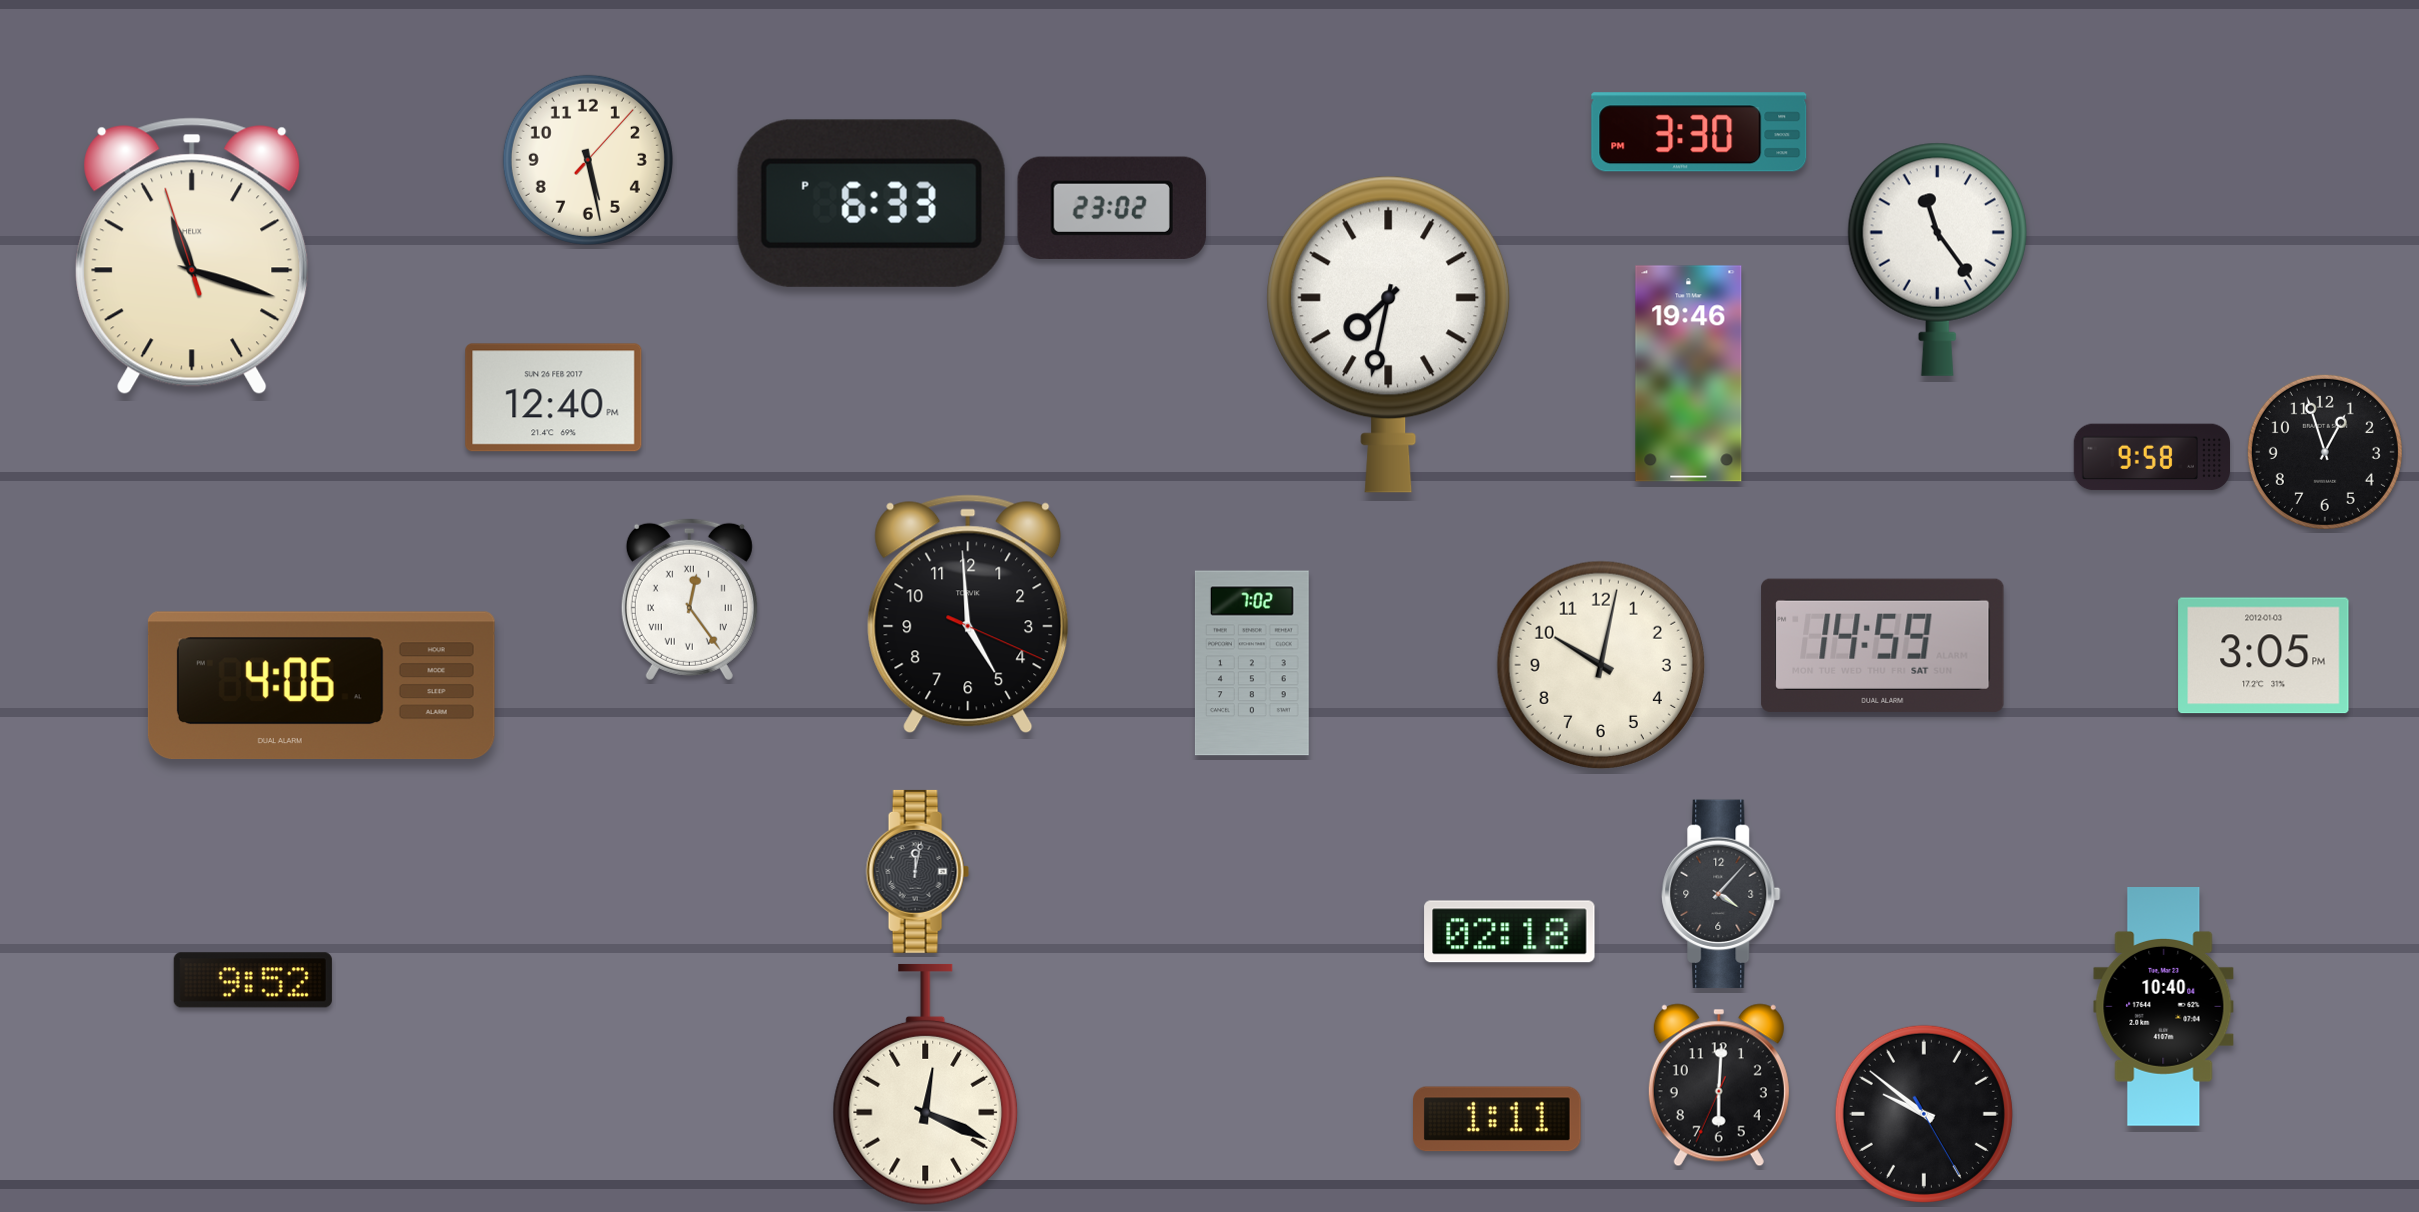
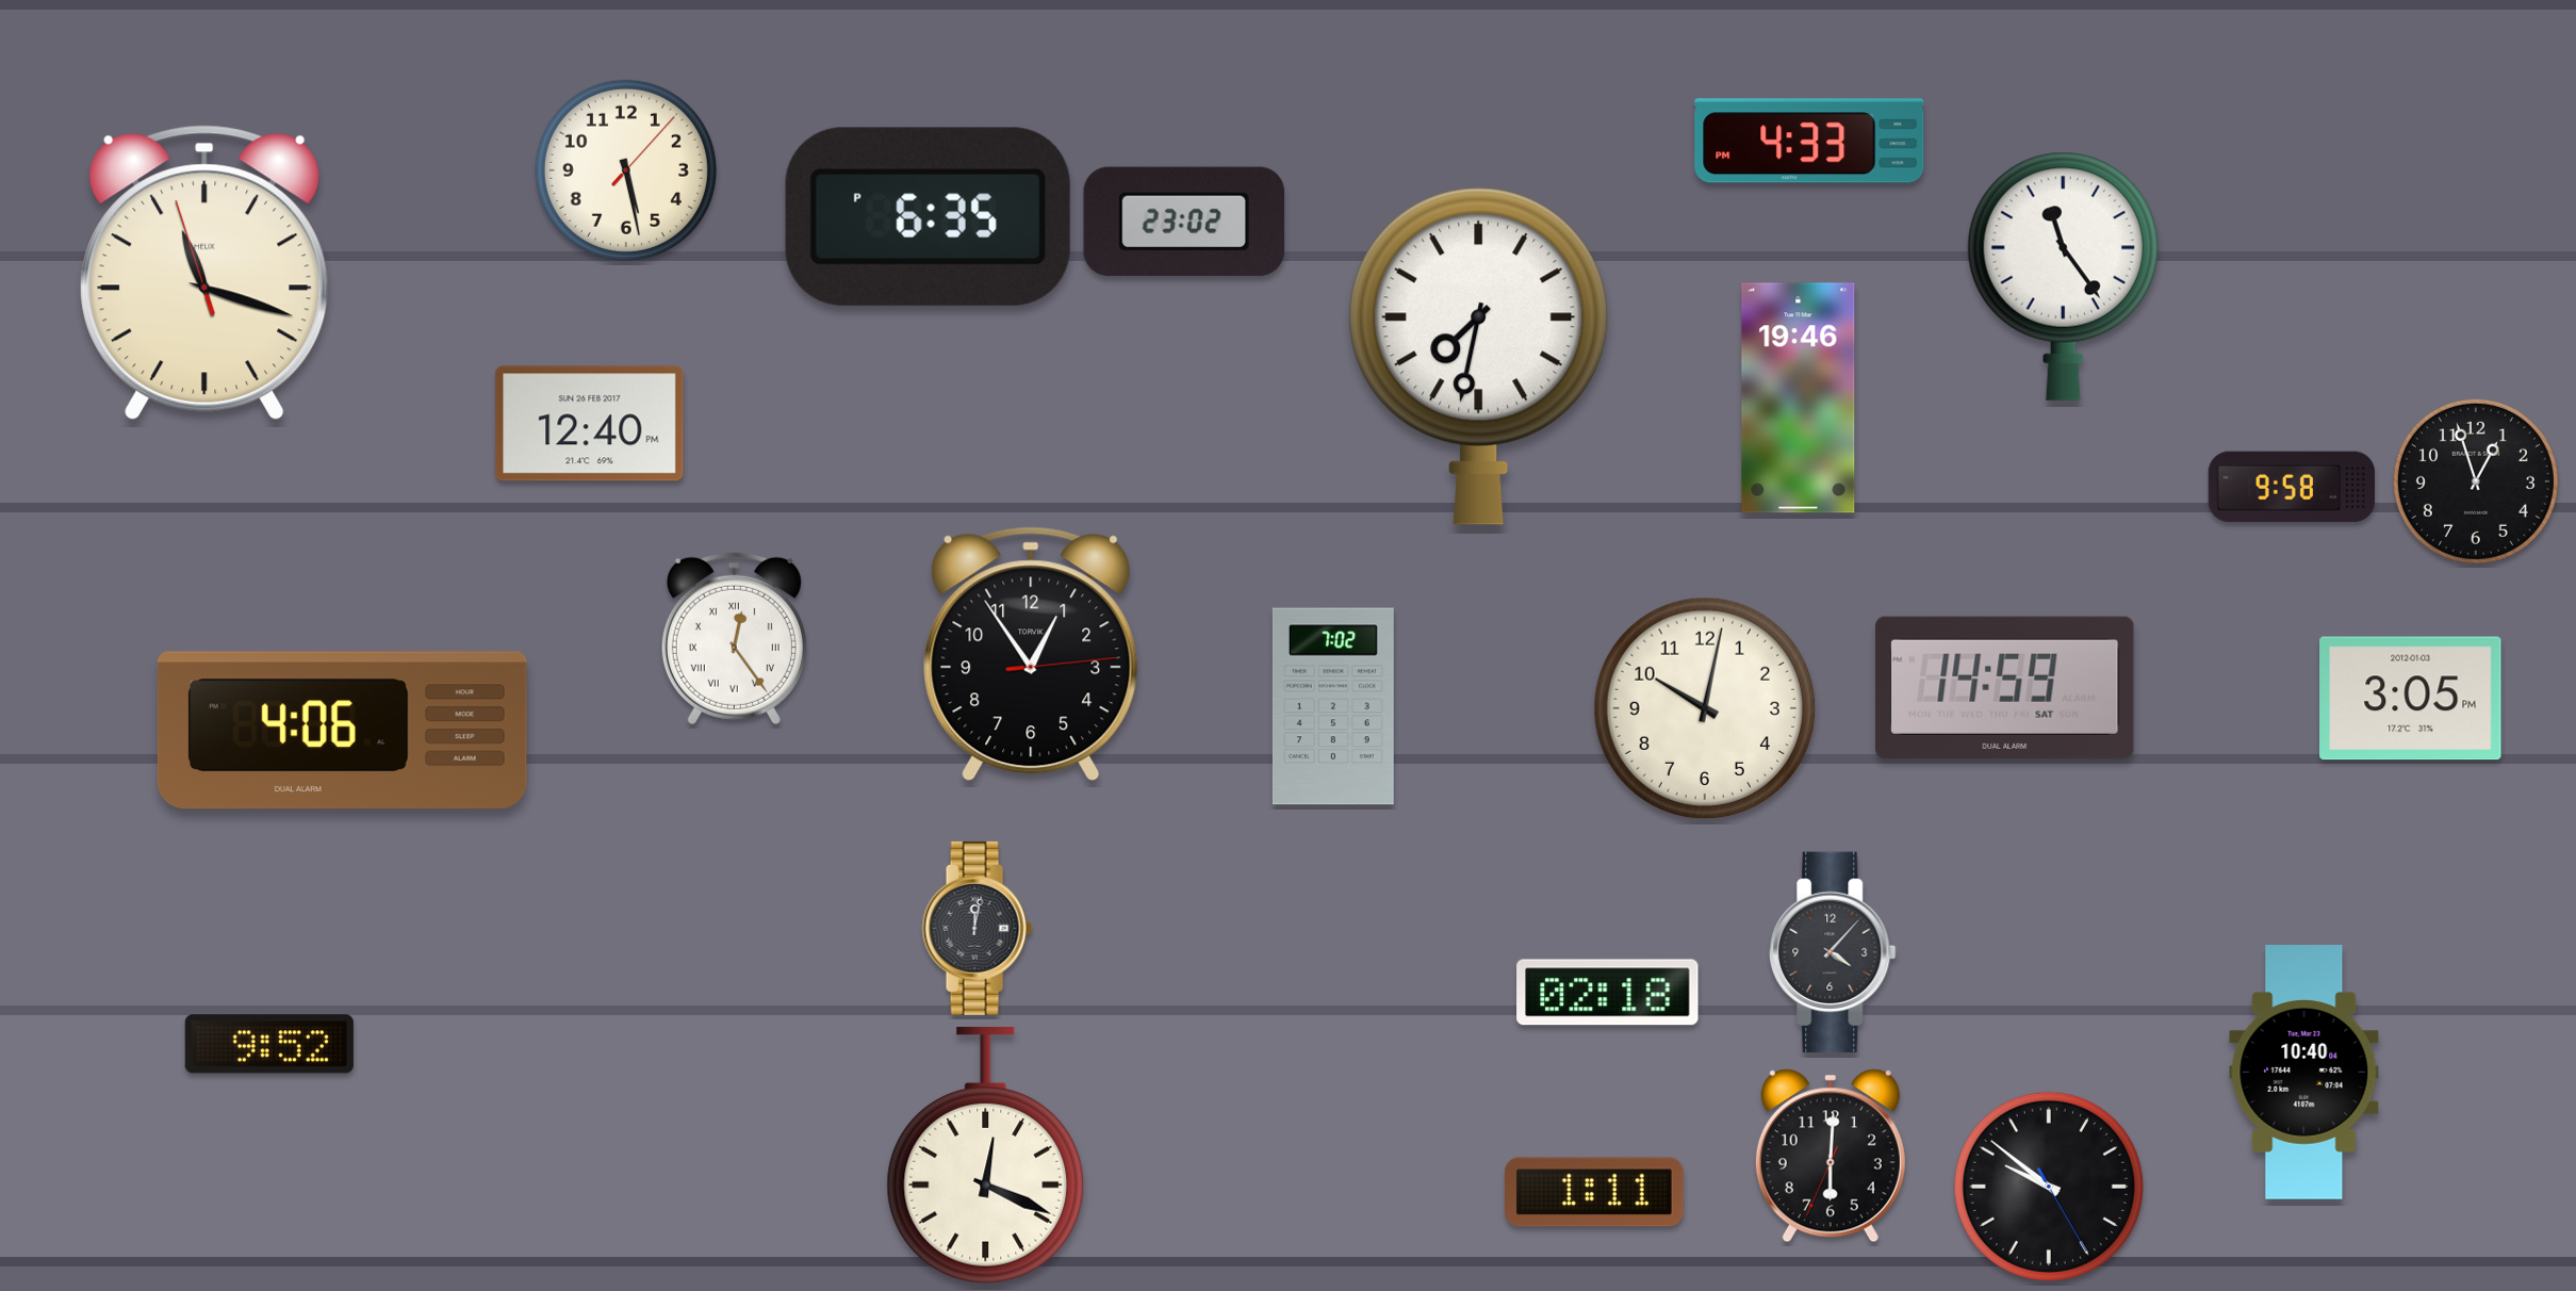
clock at (1699, 132): 3:30 -> 4:33
clock at (871, 203): 6:33 -> 6:35
clock at (968, 614): 4:59 -> 12:54
